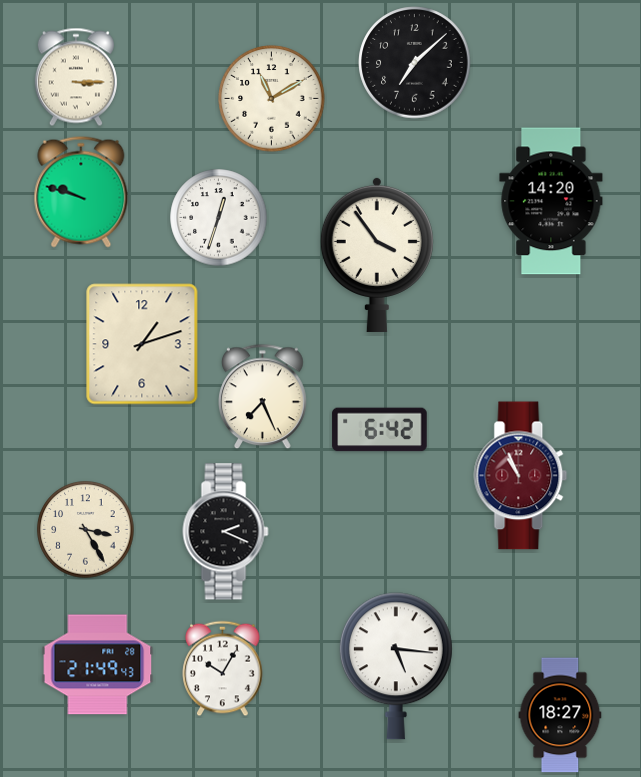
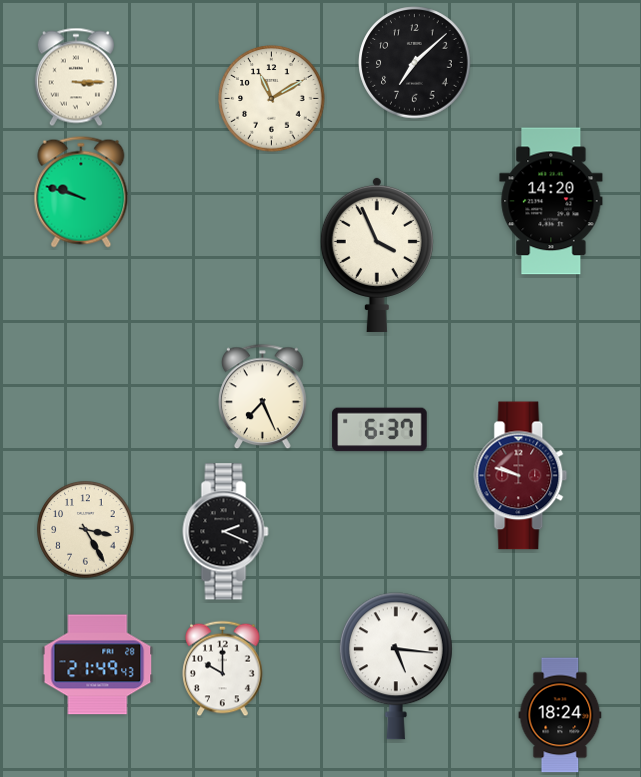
clock at (219, 218): 12:33 -> none
clock at (377, 254): 3:54 -> 3:56
clock at (142, 344): 1:12 -> none
clock at (380, 430): 6:42 -> 6:37
clock at (521, 476): 10:56 -> 9:48
clock at (223, 669): 10:05 -> 10:00
clock at (560, 715): 18:27 -> 18:24
